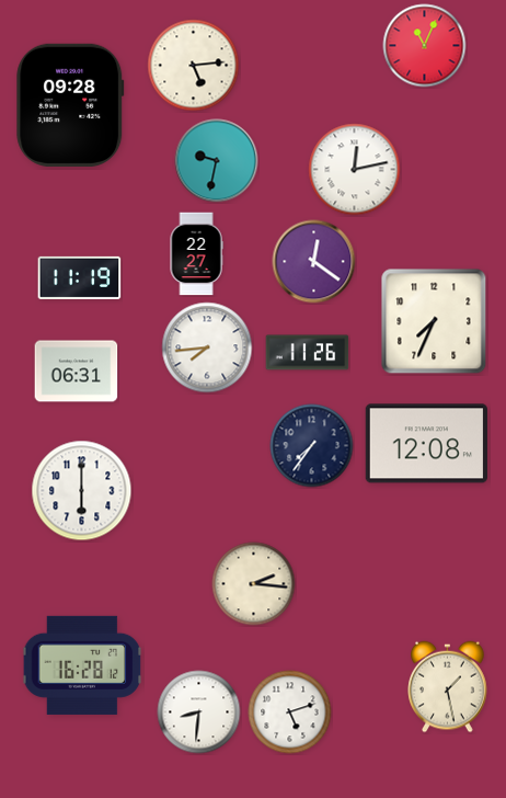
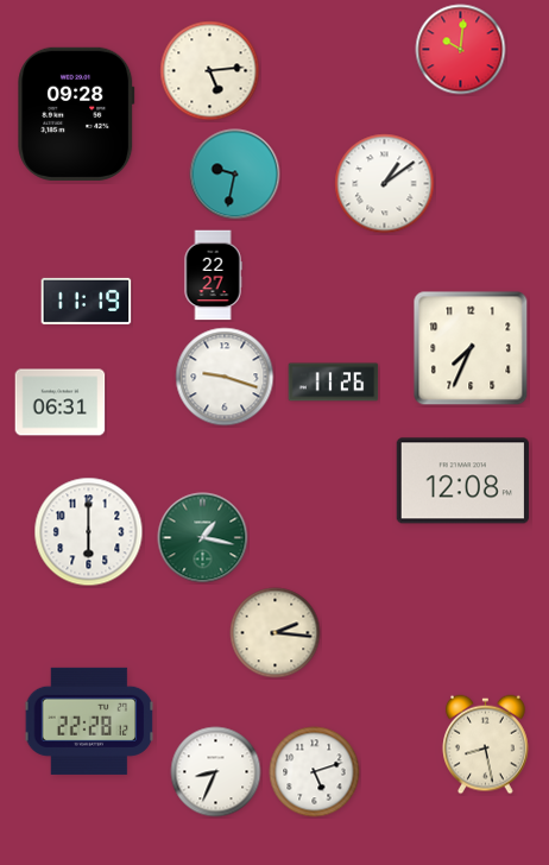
clock at (425, 46): 11:04 -> 10:01
clock at (355, 170): 12:13 -> 1:09
clock at (314, 262): 12:21 -> none
clock at (207, 347): 7:44 -> 9:18
clock at (77, 372) position: (77, 372) -> (61, 403)
clock at (312, 446): 7:36 -> none
clock at (203, 538): none -> 1:17
clock at (82, 665): 16:28 -> 22:28
clock at (448, 687): 1:28 -> 8:28
clock at (199, 713): 8:31 -> 8:34
